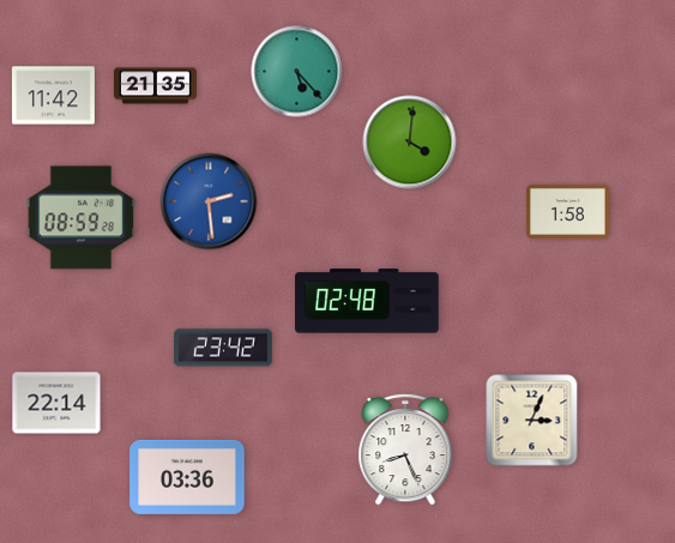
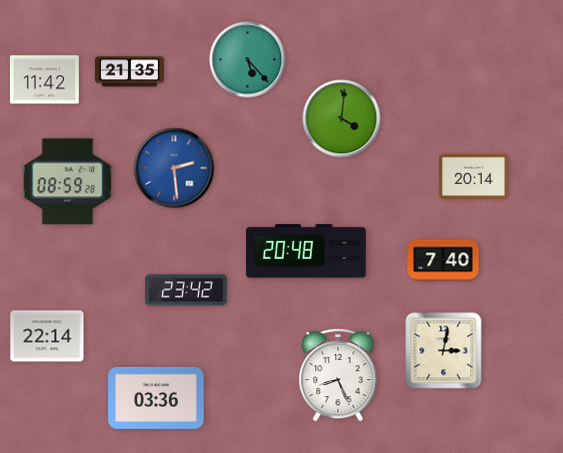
clock at (567, 211): 1:58 -> 20:14
clock at (367, 301): 02:48 -> 20:48
clock at (443, 260): none -> 7:40
clock at (532, 421): 3:04 -> 3:02
